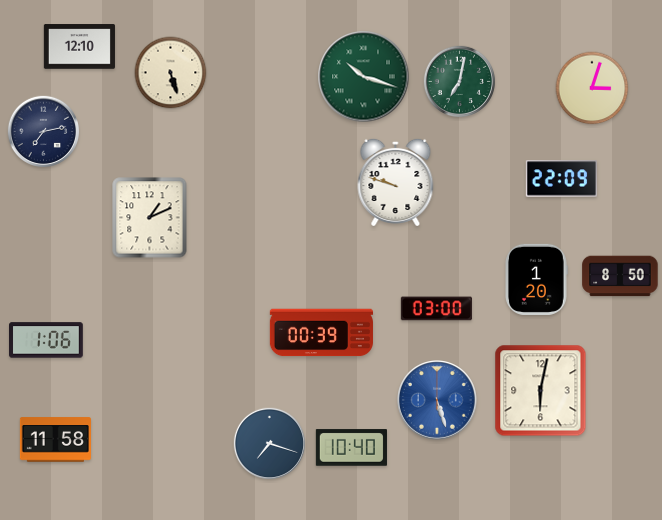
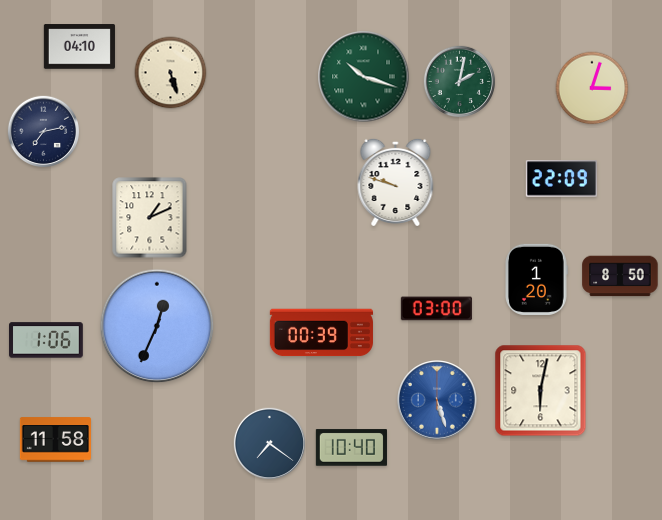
clock at (79, 47): 12:10 -> 04:10
clock at (459, 81): 7:02 -> 2:02
clock at (157, 326): none -> 12:34
clock at (269, 443): 7:18 -> 7:21
